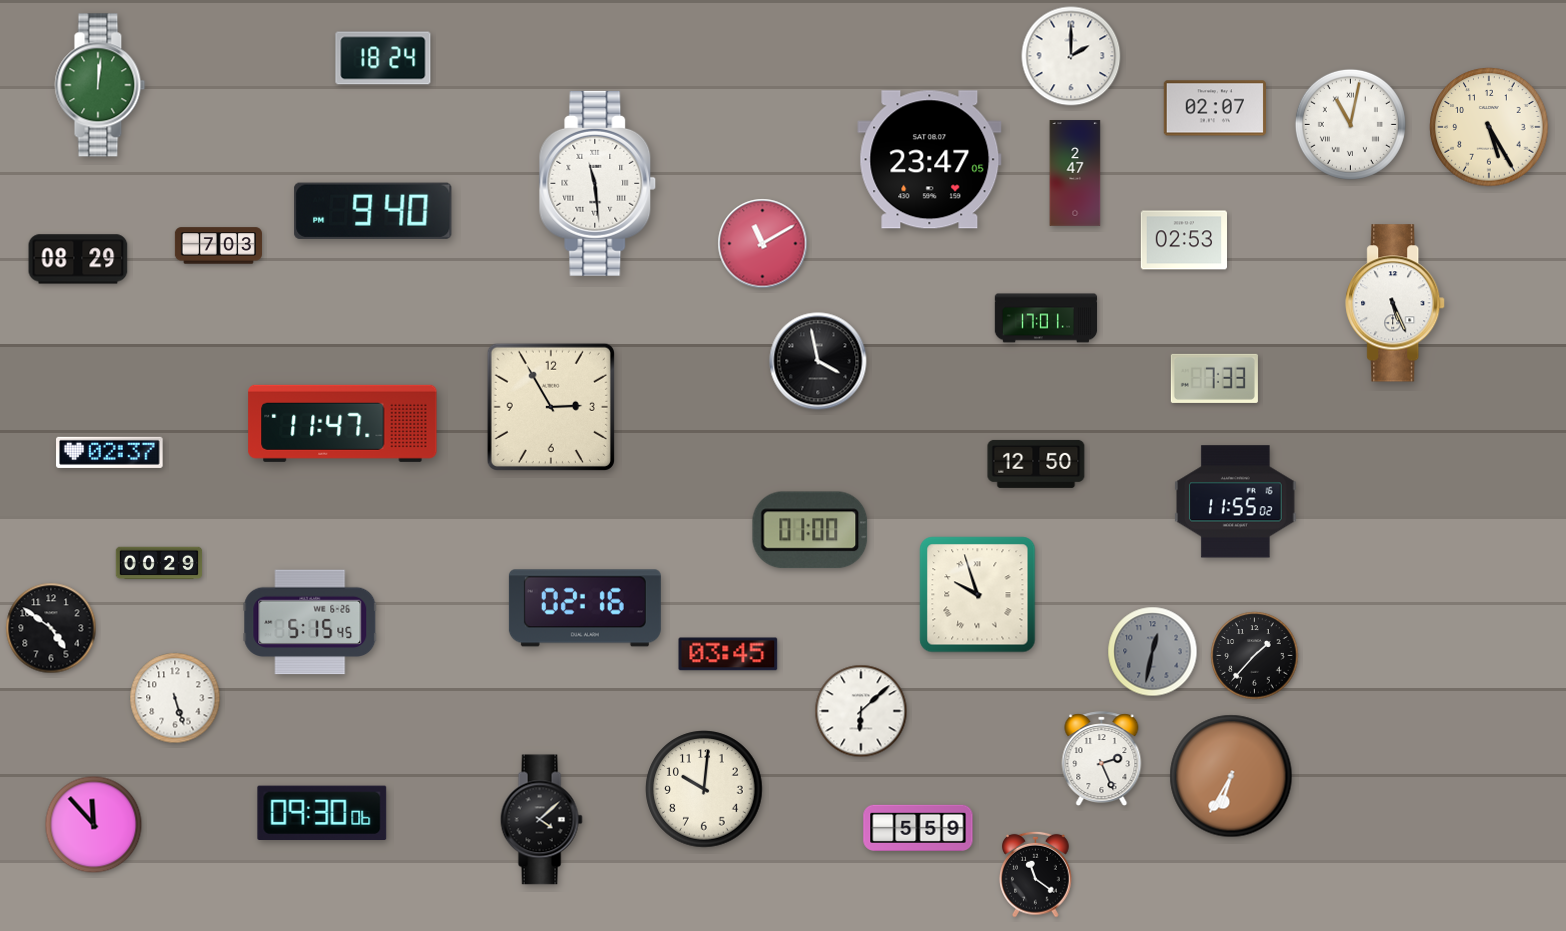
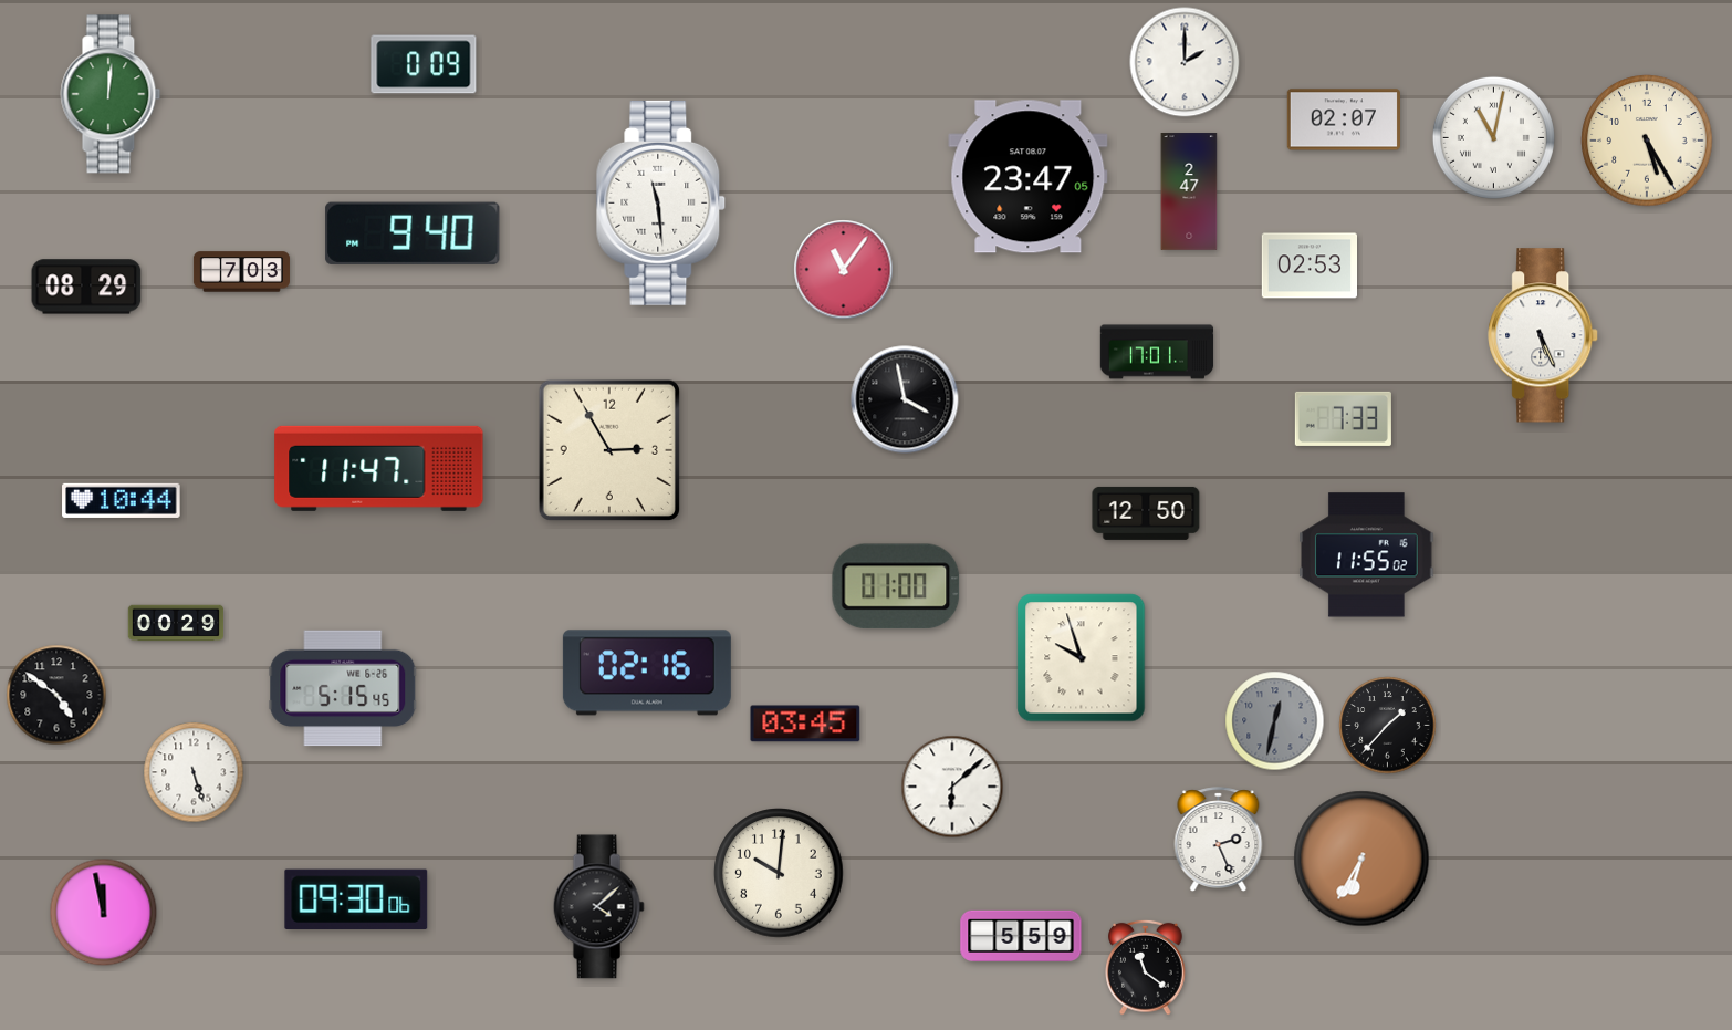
clock at (383, 58): 18:24 -> 0:09
clock at (763, 244): 11:10 -> 11:06
clock at (110, 452): 02:37 -> 10:44
clock at (94, 825): 11:53 -> 11:58
clock at (918, 828) position: (918, 828) -> (1021, 936)
